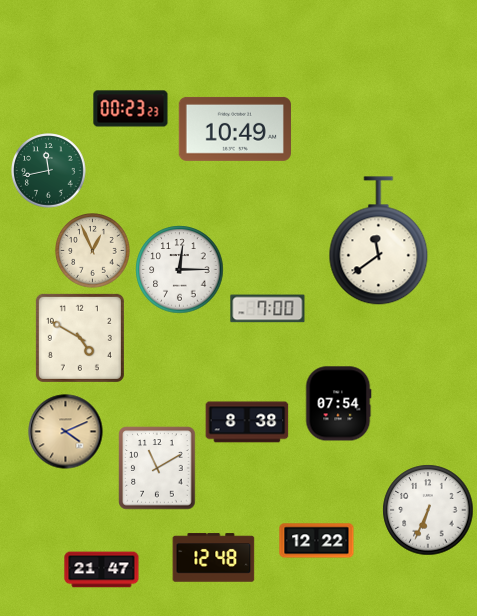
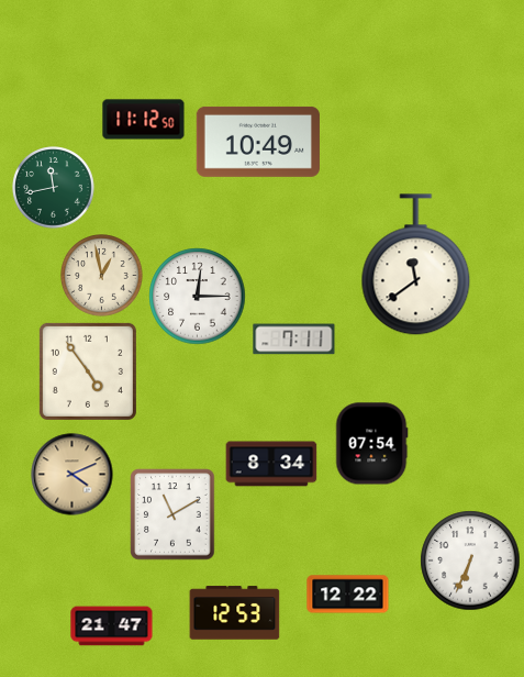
clock at (131, 109): 00:23 -> 11:12
clock at (93, 251): 12:56 -> 12:58
clock at (268, 309): 7:00 -> 7:11
clock at (80, 338): 4:50 -> 4:54
clock at (247, 422): 8:38 -> 8:34
clock at (214, 558): 12:48 -> 12:53
